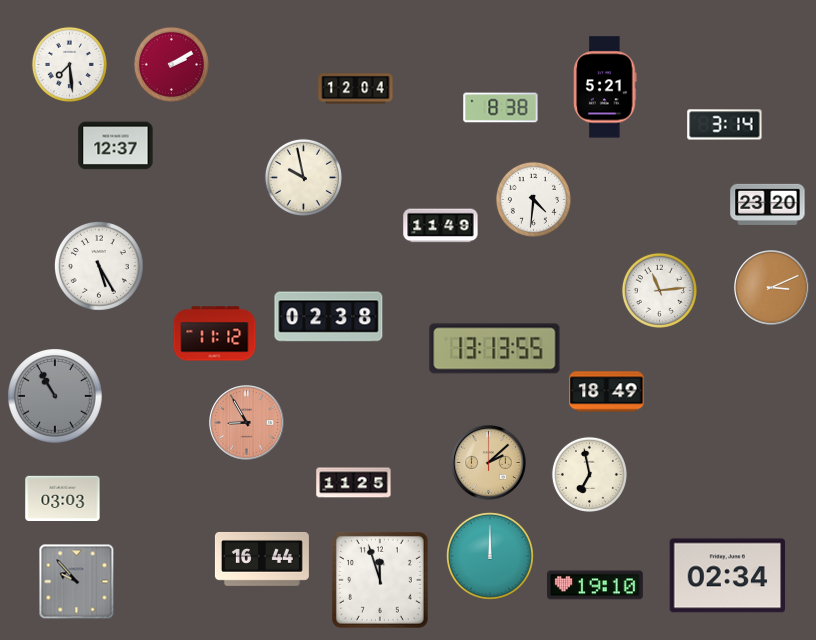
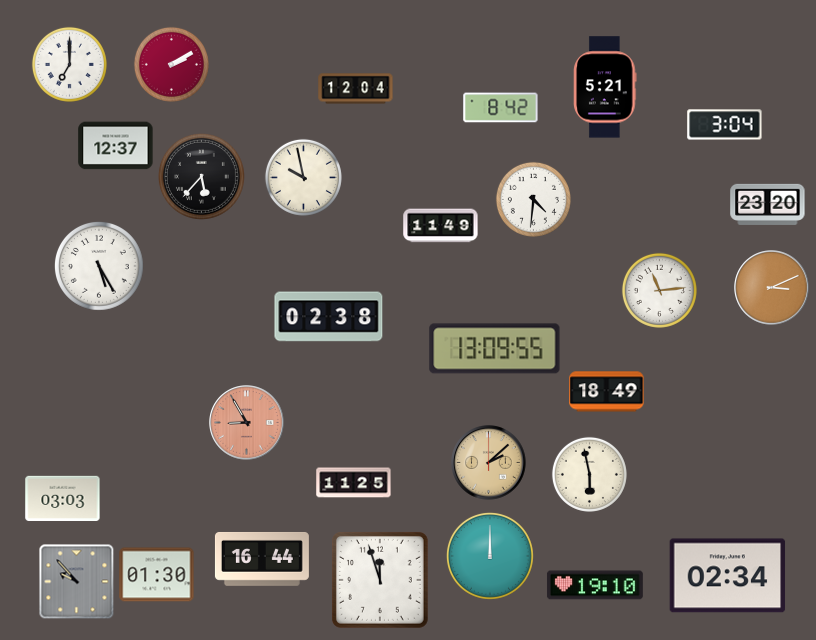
clock at (69, 64): 7:29 -> 7:00
clock at (501, 108): 8:38 -> 8:42
clock at (725, 125): 3:14 -> 3:04
clock at (201, 176): none -> 5:37
clock at (215, 334): 11:12 -> none
clock at (495, 349): 13:13 -> 13:09
clock at (56, 397): 10:55 -> none
clock at (589, 474): 6:58 -> 5:58
clock at (157, 575): none -> 01:30
